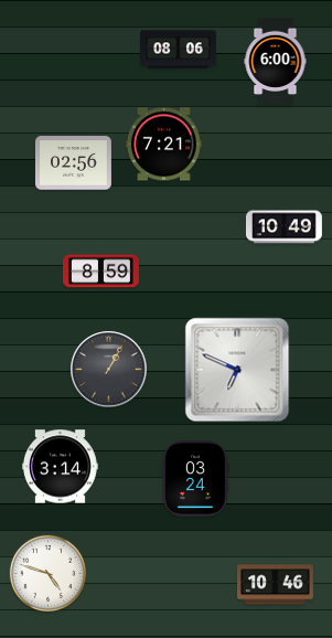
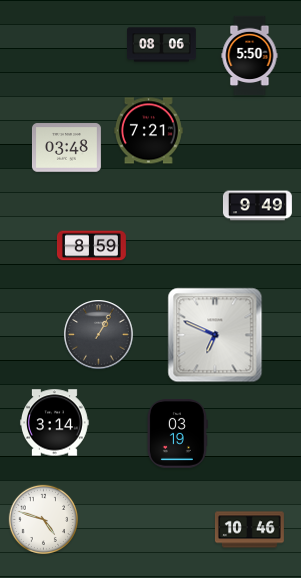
clock at (276, 62): 6:00 -> 5:50
clock at (73, 163): 02:56 -> 03:48
clock at (283, 227): 10:49 -> 9:49
clock at (195, 478): 03:24 -> 03:19
